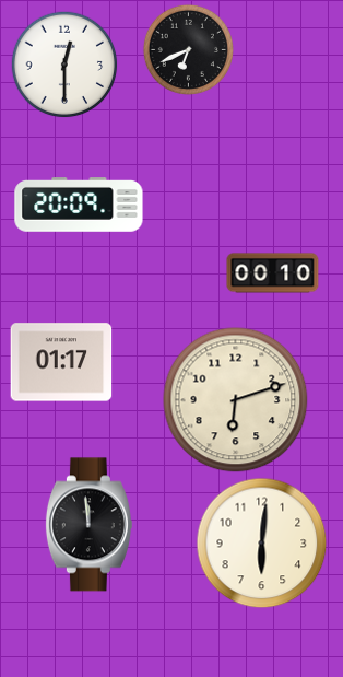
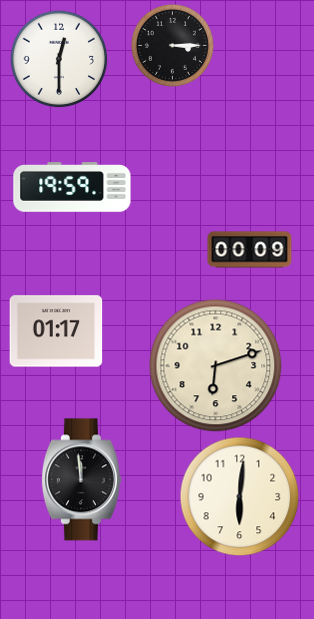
clock at (188, 49): 6:41 -> 3:15
clock at (79, 205): 20:09 -> 19:59
clock at (273, 273): 00:10 -> 00:09
